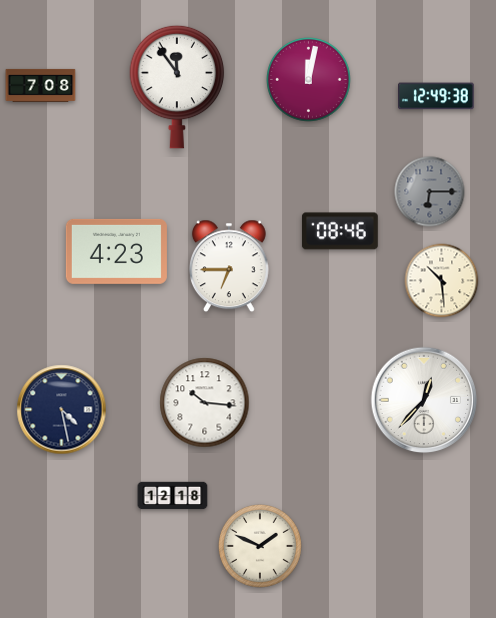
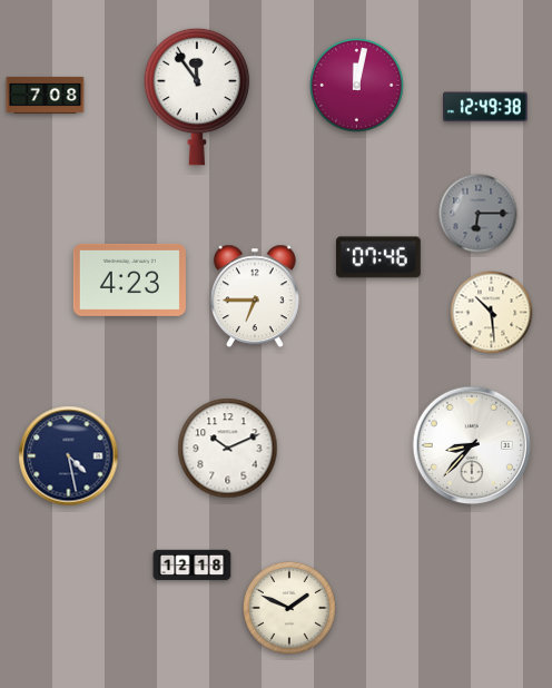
clock at (309, 80) position: (309, 80) -> (357, 86)
clock at (340, 231): 08:46 -> 07:46
clock at (424, 400): 12:37 -> 8:37
clock at (205, 403): 10:16 -> 10:11
clock at (173, 496) position: (173, 496) -> (193, 566)
